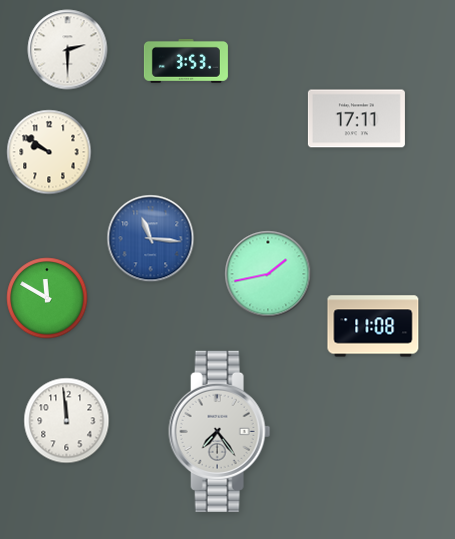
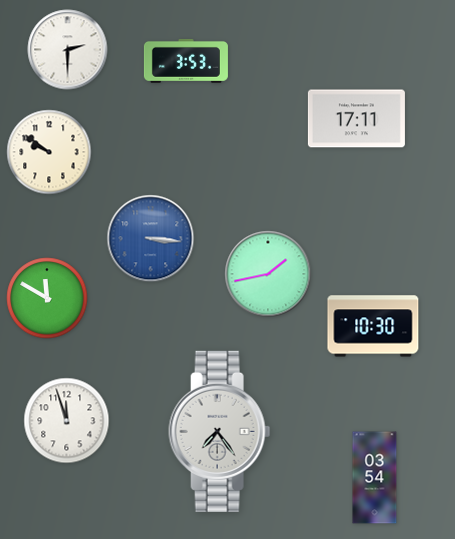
clock at (151, 239): 11:16 -> 3:16
clock at (373, 326): 11:08 -> 10:30
clock at (67, 421): 11:59 -> 11:57
clock at (375, 478): none -> 03:54
